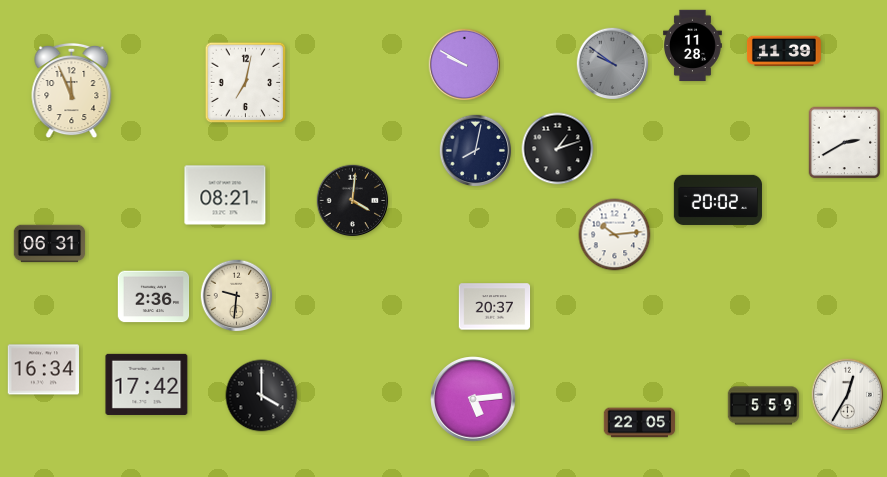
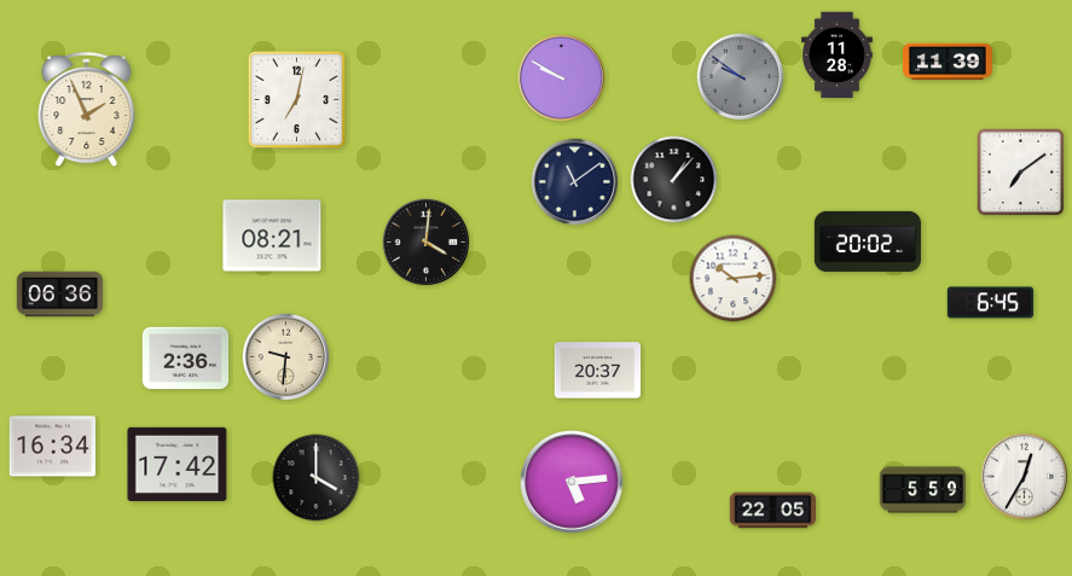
clock at (72, 91): 11:56 -> 1:56
clock at (845, 143): 2:40 -> 7:09
clock at (558, 149): 1:12 -> 1:07
clock at (476, 151): 8:02 -> 11:09
clock at (615, 235) position: (615, 235) -> (734, 279)
clock at (50, 244): 06:31 -> 06:36
clock at (991, 303): none -> 6:45
